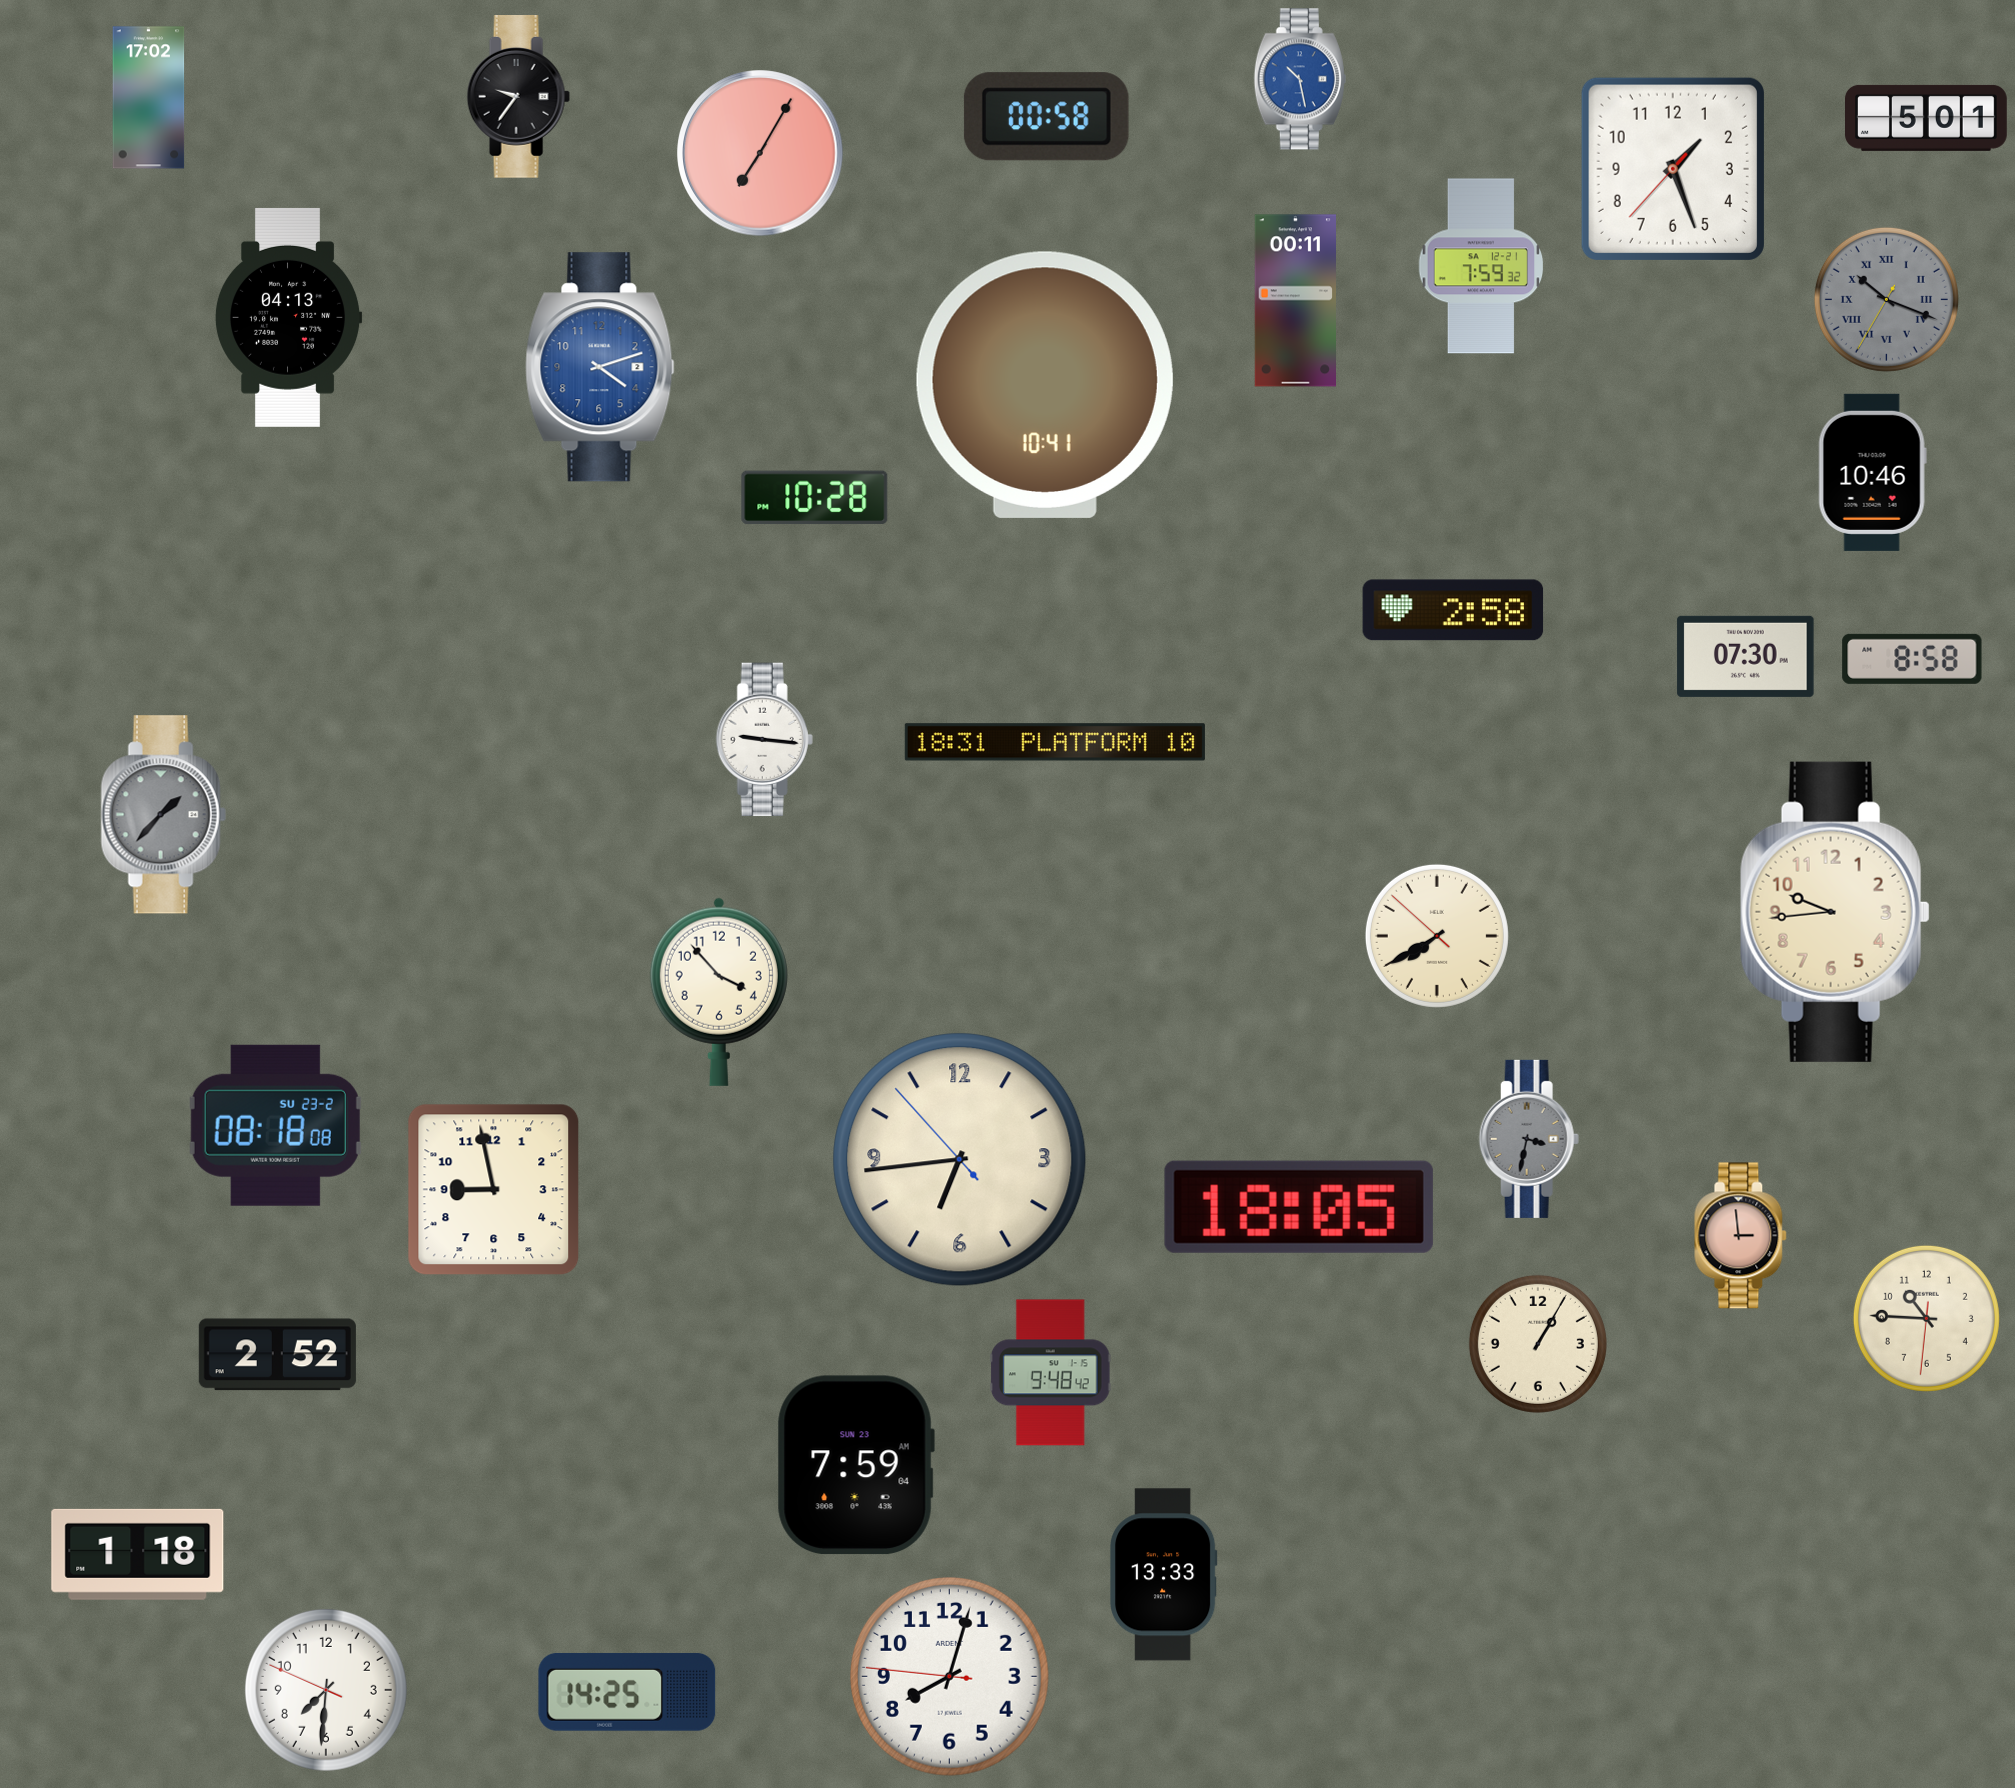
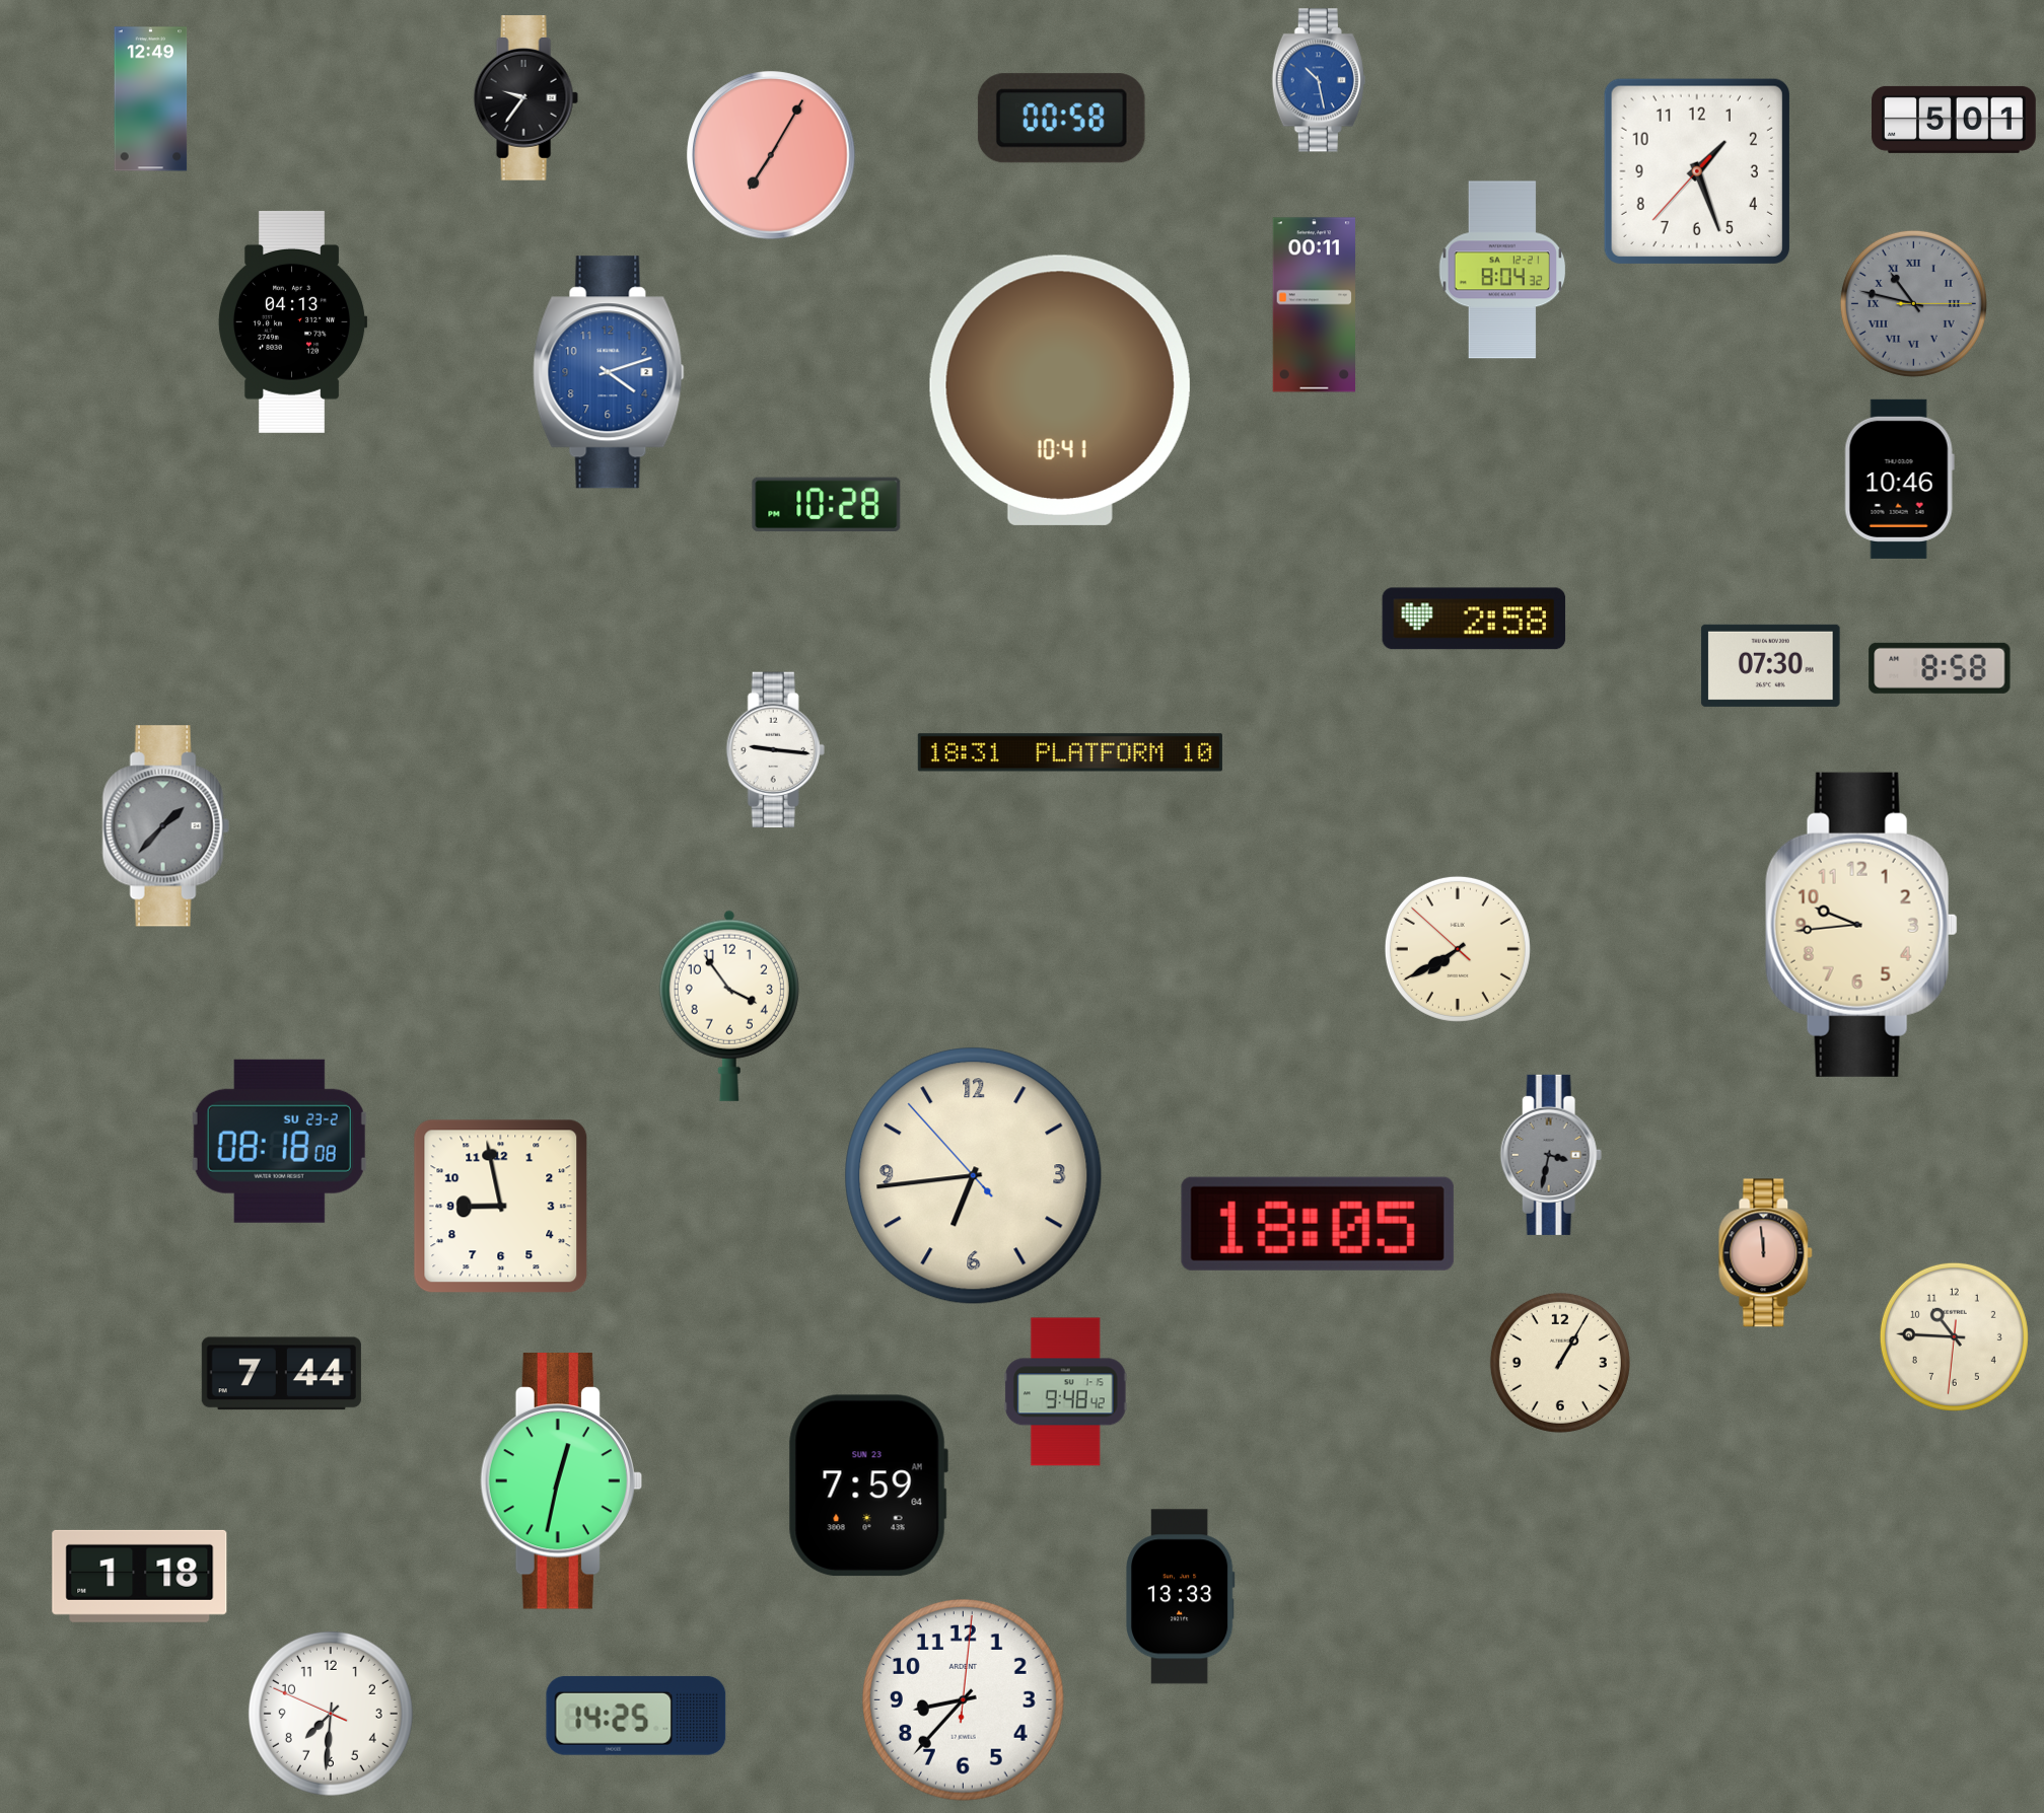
clock at (149, 98): 17:02 -> 12:49
clock at (1481, 266): 7:59 -> 8:04
clock at (1886, 299): 10:18 -> 10:47
clock at (719, 992): 3:53 -> 3:54
clock at (1741, 1236): 2:59 -> 11:59
clock at (277, 1355): 2:52 -> 7:44
clock at (561, 1481): none -> 12:32
clock at (950, 1677): 8:02 -> 8:37
